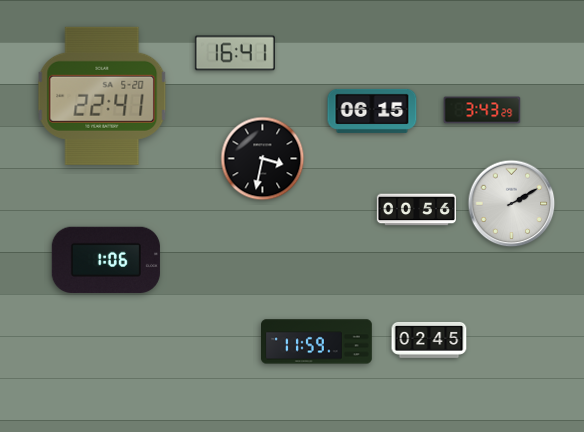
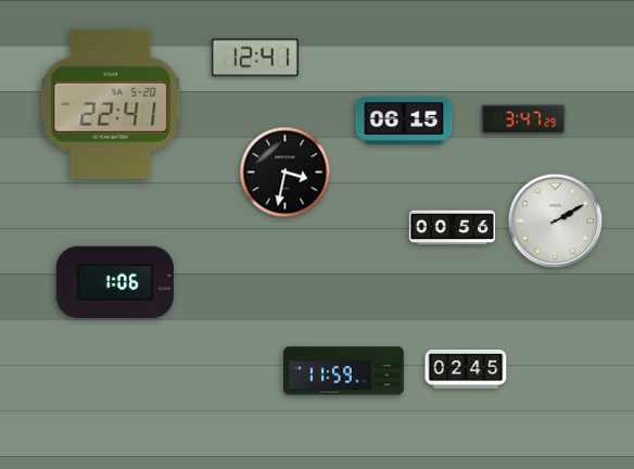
clock at (235, 53): 16:41 -> 12:41
clock at (482, 110): 3:43 -> 3:47
